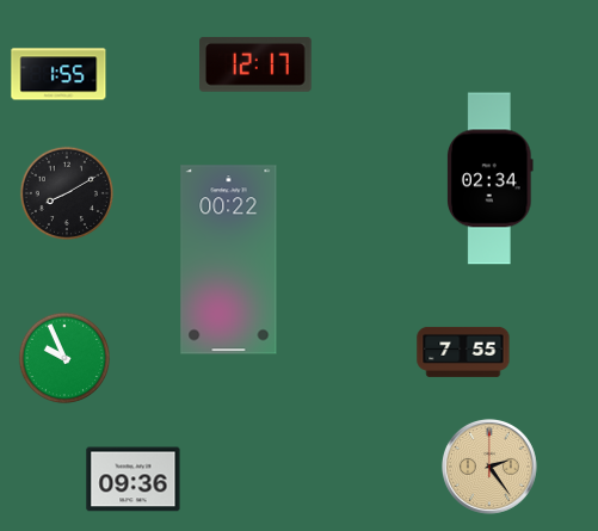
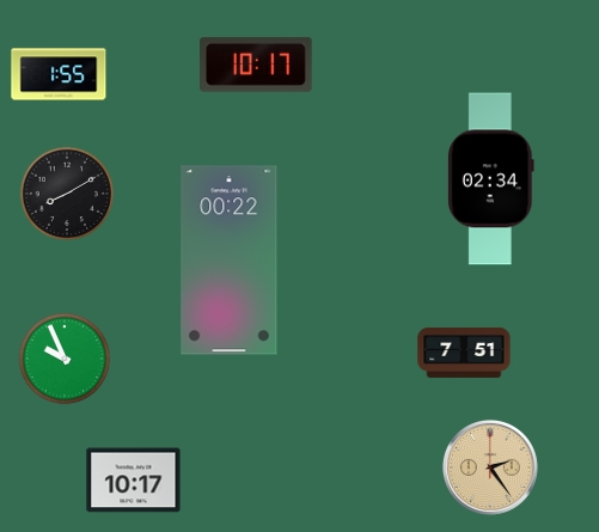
clock at (257, 66): 12:17 -> 10:17
clock at (463, 352): 7:55 -> 7:51
clock at (134, 480): 09:36 -> 10:17
